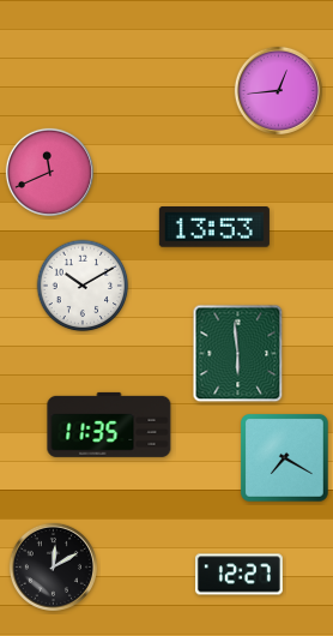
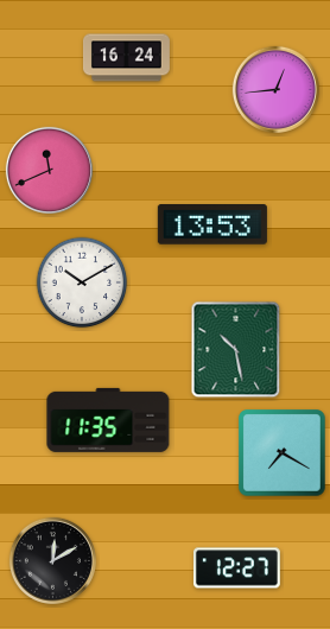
clock at (126, 58): none -> 16:24
clock at (238, 354): 5:59 -> 10:28
